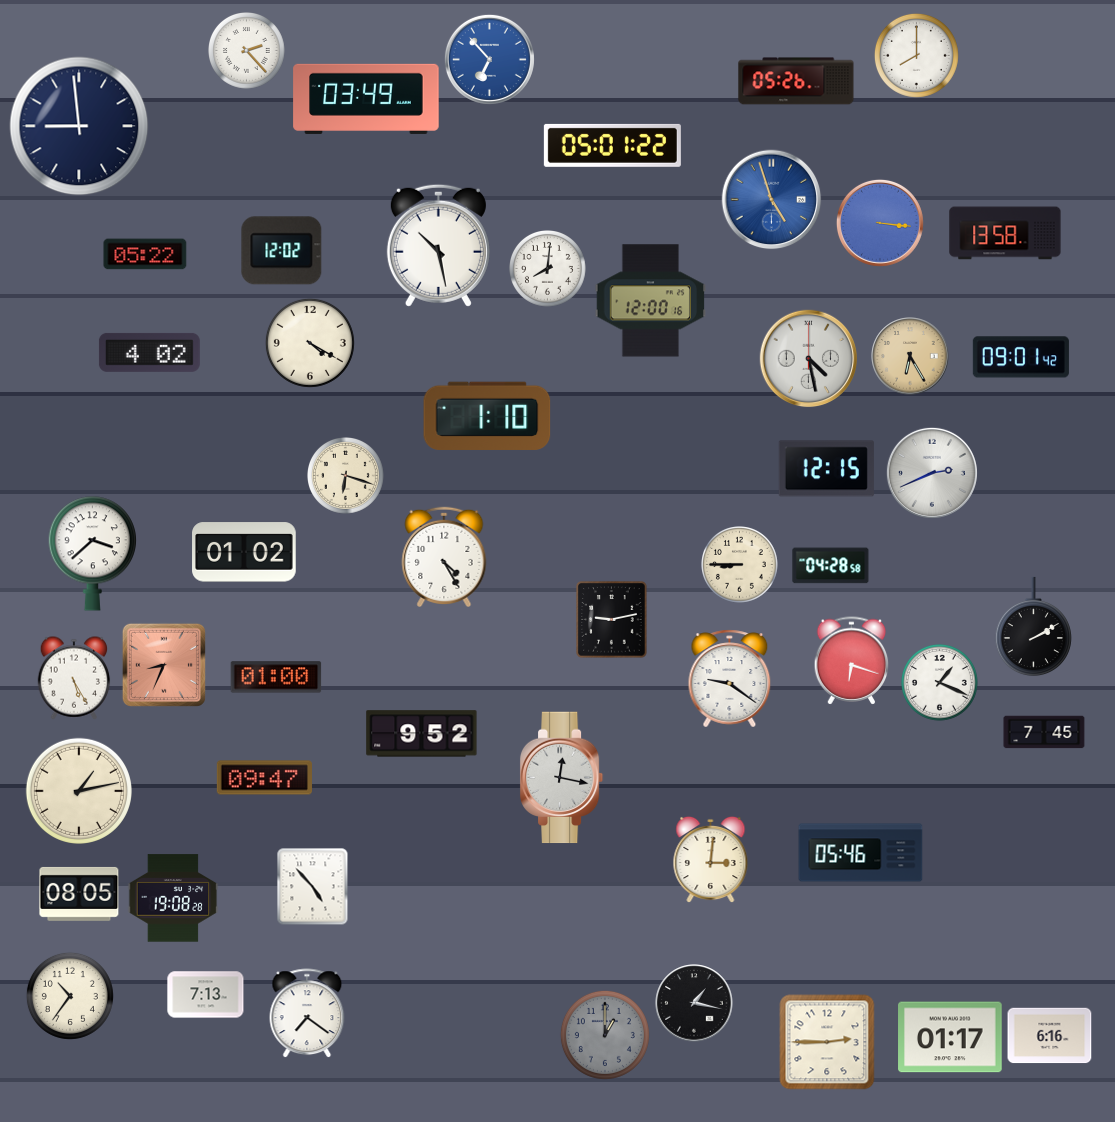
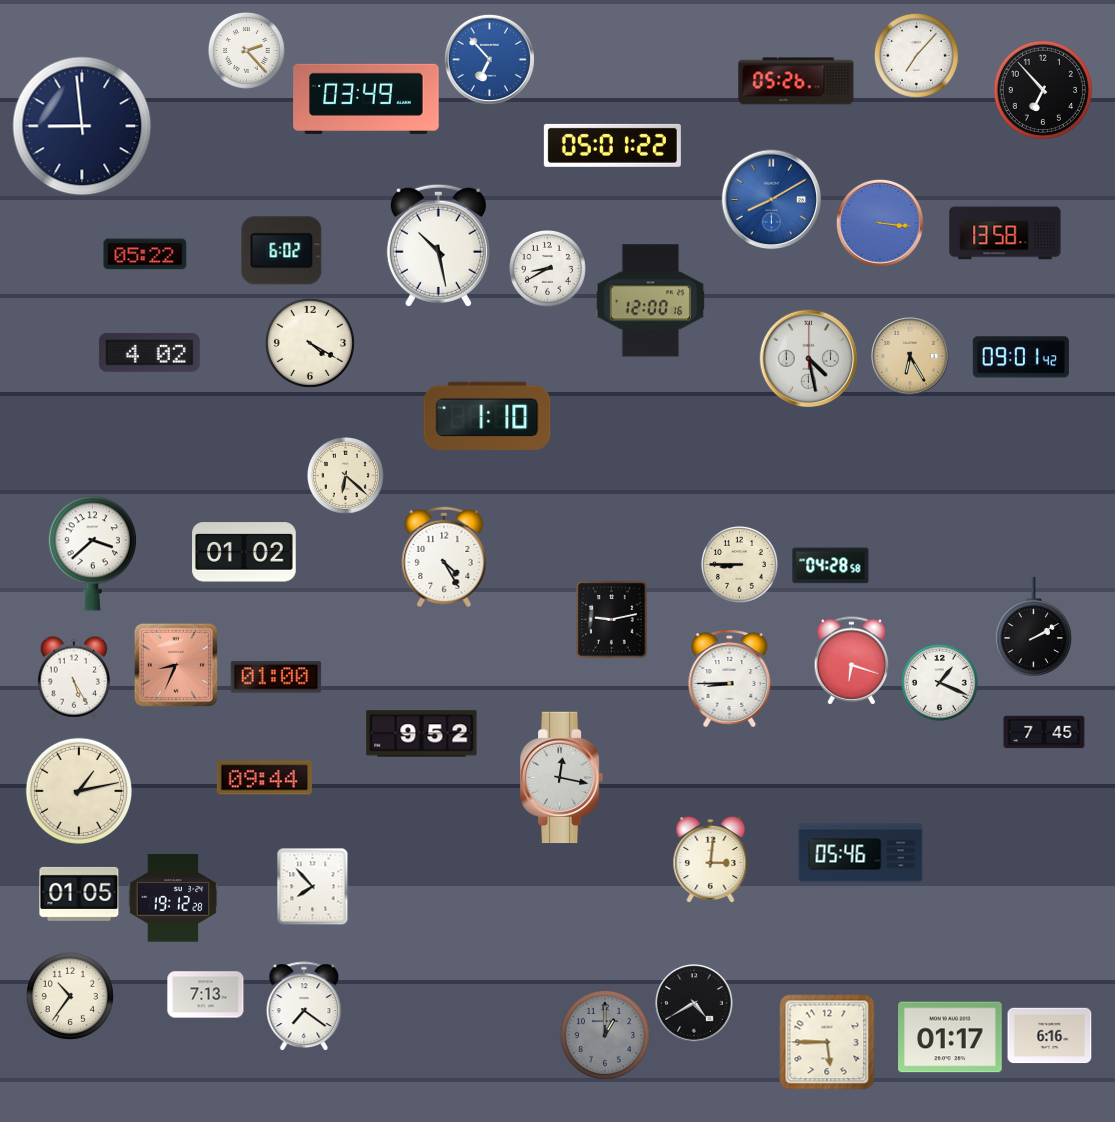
clock at (916, 55): 8:00 -> 7:07
clock at (1043, 90): none -> 6:53
clock at (79, 126) position: (79, 126) -> (82, 126)
clock at (772, 200): 4:57 -> 8:10
clock at (282, 251): 12:02 -> 6:02
clock at (548, 269): 8:01 -> 8:40
clock at (826, 469): 12:15 -> none
clock at (932, 473): 2:41 -> none
clock at (346, 476): 6:18 -> 6:22
clock at (164, 665) position: (164, 665) -> (176, 665)
clock at (730, 679): 9:21 -> 8:45
clock at (264, 778): 09:47 -> 09:44
clock at (313, 886): 4:53 -> 7:53
clock at (79, 894): 08:05 -> 01:05
clock at (173, 898): 19:08 -> 19:12
clock at (694, 1003): 1:17 -> 4:40
clock at (307, 1013) position: (307, 1013) -> (304, 1006)
clock at (827, 1042): 2:45 -> 5:45
